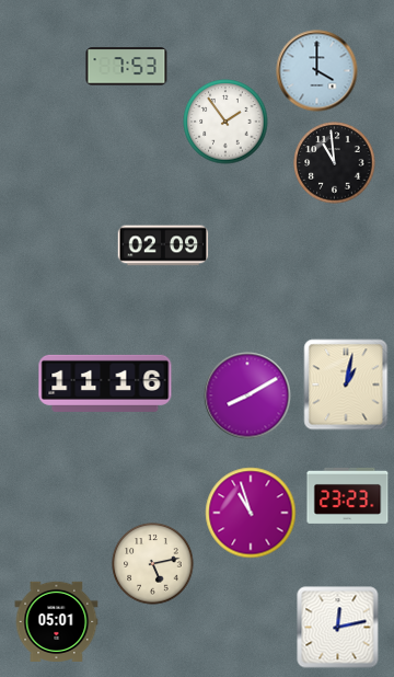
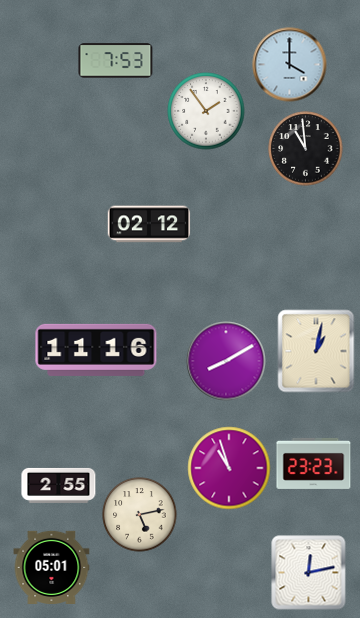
clock at (163, 245): 02:09 -> 02:12
clock at (348, 495) position: (348, 495) -> (314, 463)
clock at (59, 485): none -> 2:55
